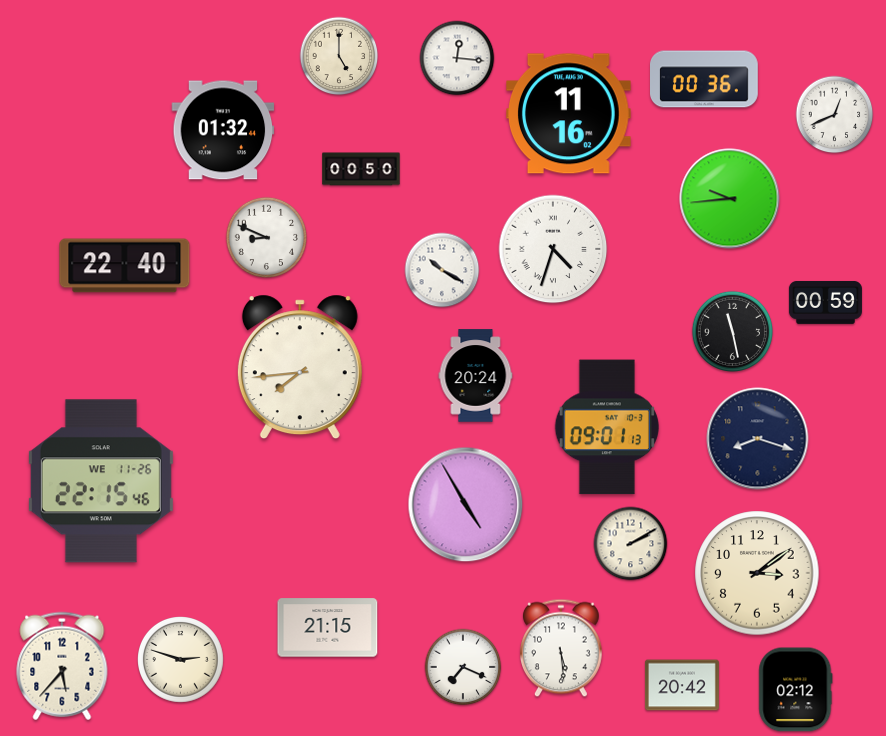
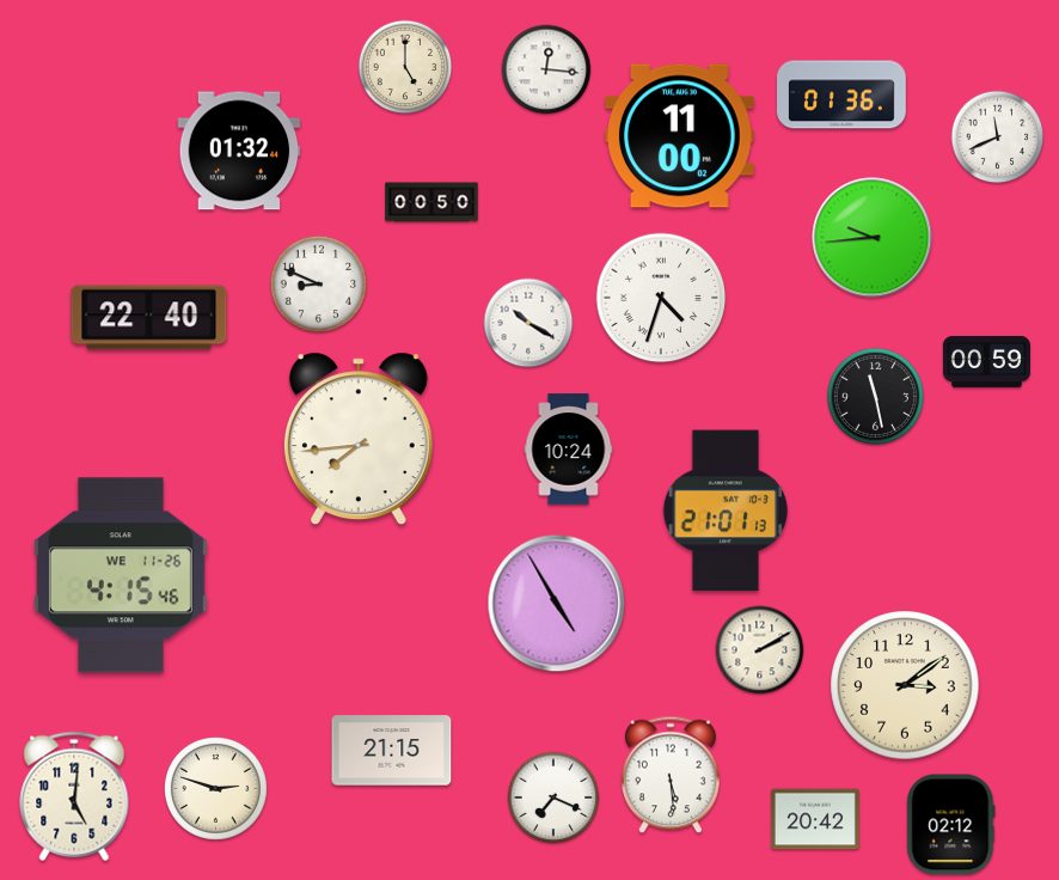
clock at (705, 79): 00:36 -> 01:36
clock at (569, 114): 11:16 -> 11:00
clock at (835, 115): 12:41 -> 11:41
clock at (223, 130) position: (223, 130) -> (239, 151)
clock at (476, 376): 20:24 -> 10:24
clock at (607, 427): 09:01 -> 21:01
clock at (758, 439): 8:18 -> none
clock at (101, 481): 22:15 -> 4:15
clock at (631, 544) position: (631, 544) -> (760, 650)
clock at (62, 666): 5:37 -> 5:01
